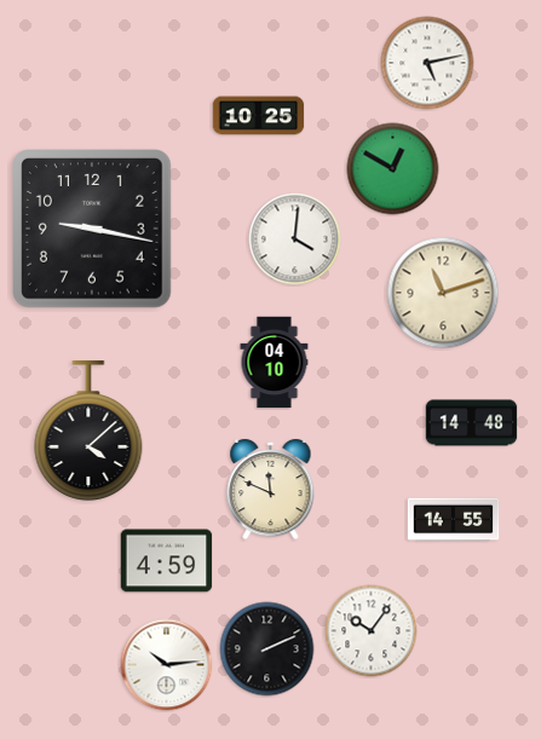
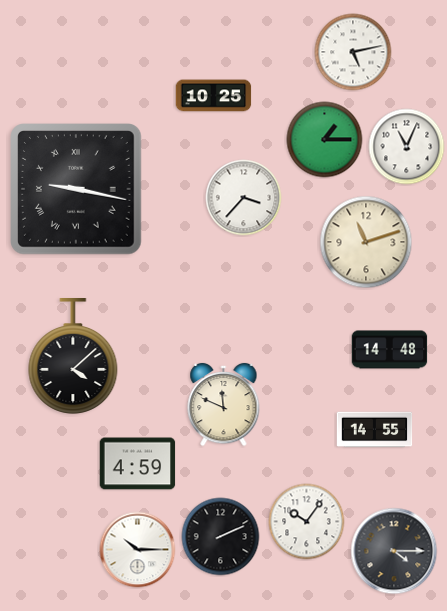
clock at (393, 169): 12:50 -> 1:15
clock at (407, 147): none -> 11:04
clock at (93, 230) numerals: Arabic -> Roman
clock at (295, 239): 4:01 -> 3:37
clock at (275, 363): 04:10 -> none
clock at (167, 665): 10:14 -> 10:15
clock at (394, 551): none -> 4:15
